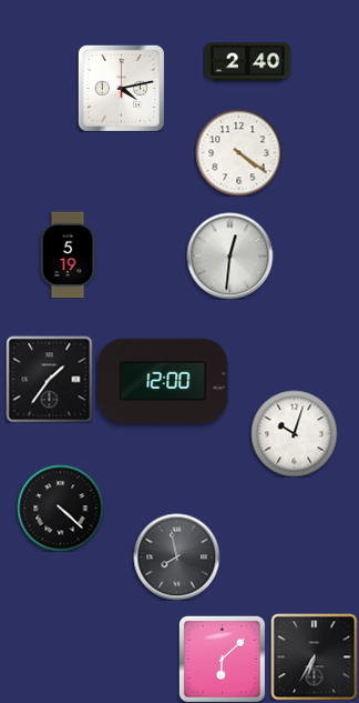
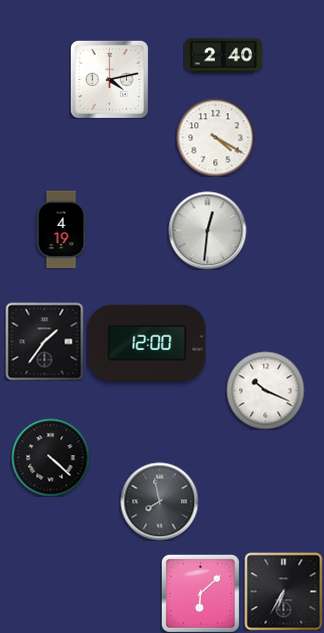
clock at (238, 152): 4:21 -> 4:20
clock at (68, 254): 5:19 -> 4:19
clock at (294, 433): 10:03 -> 10:19
clock at (60, 508) position: (60, 508) -> (50, 457)
